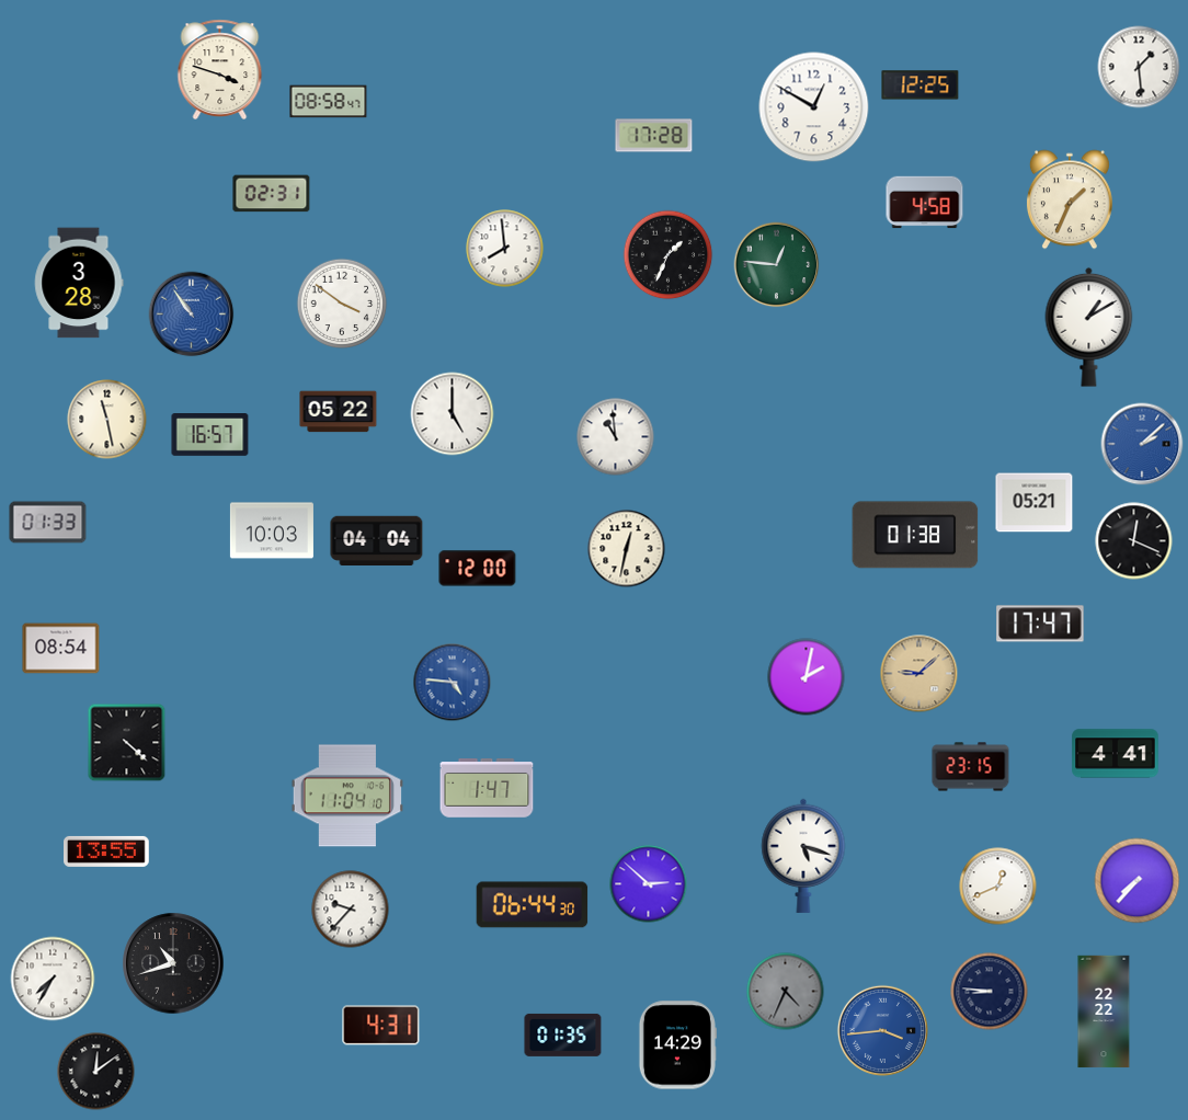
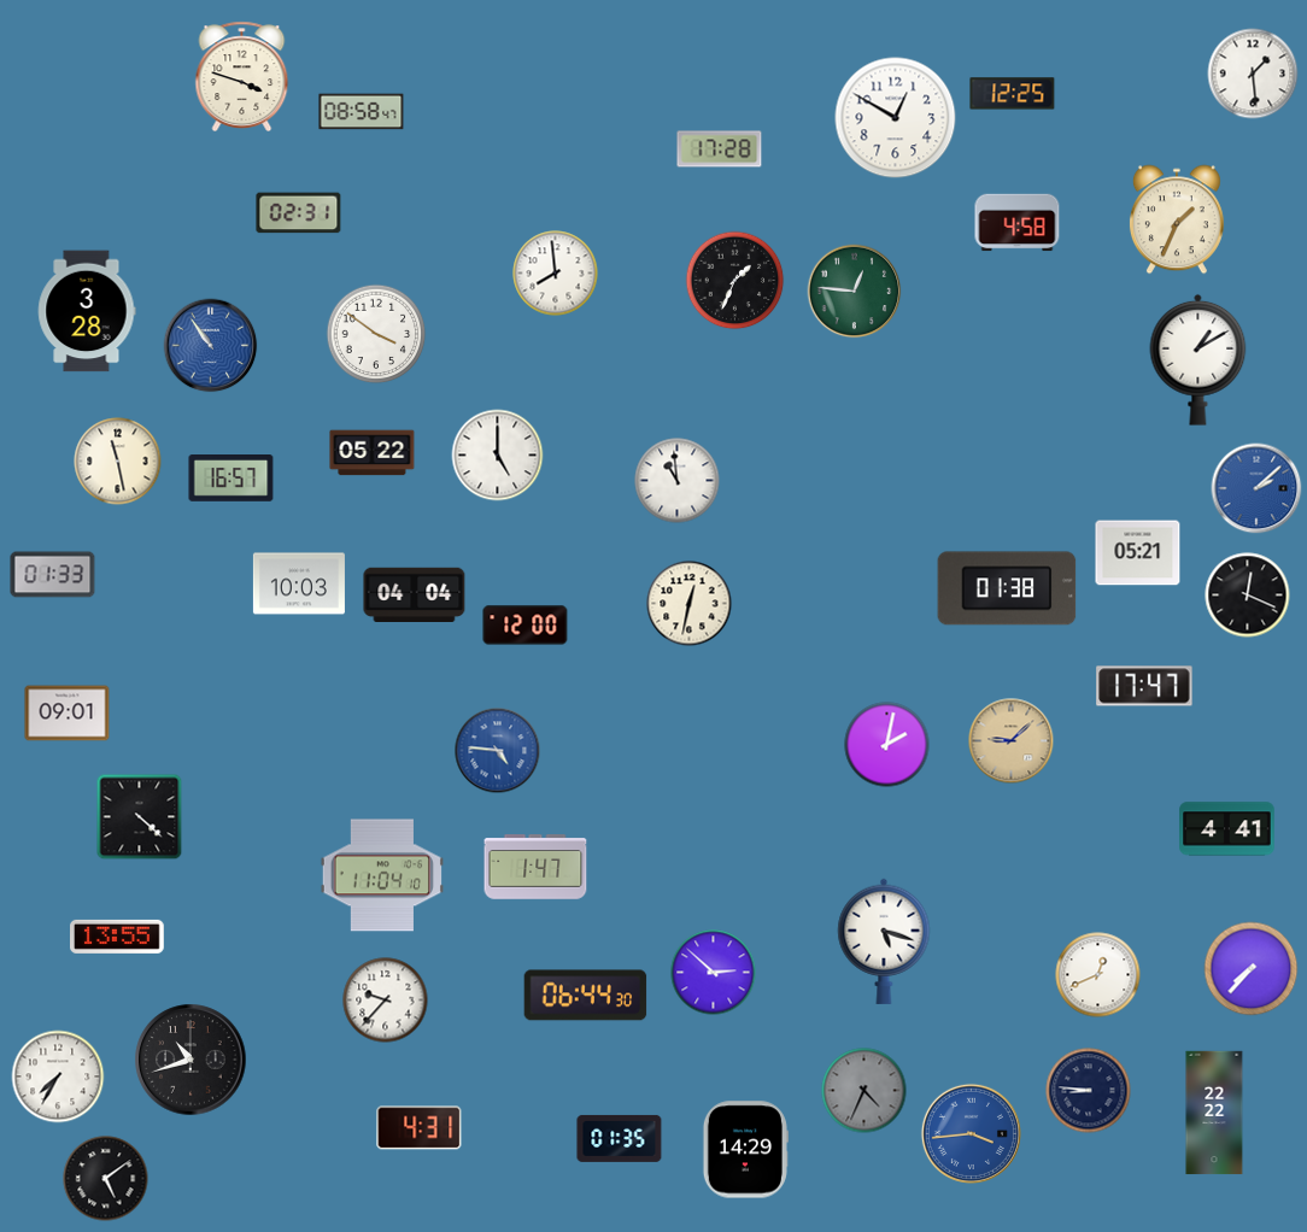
clock at (61, 649): 08:54 -> 09:01
clock at (971, 767): 23:15 -> none
clock at (96, 1072): 12:09 -> 5:09
